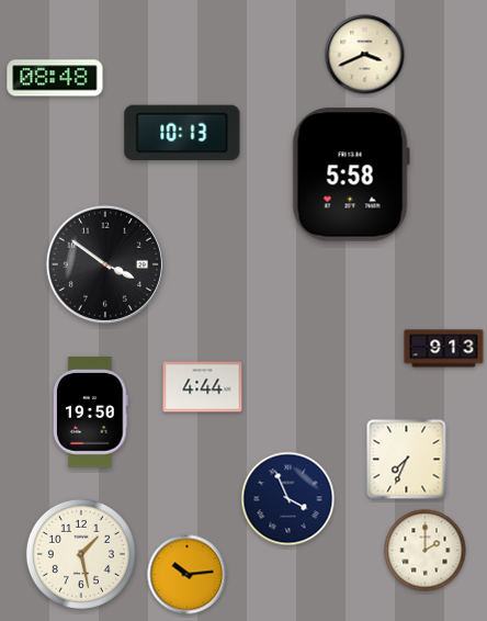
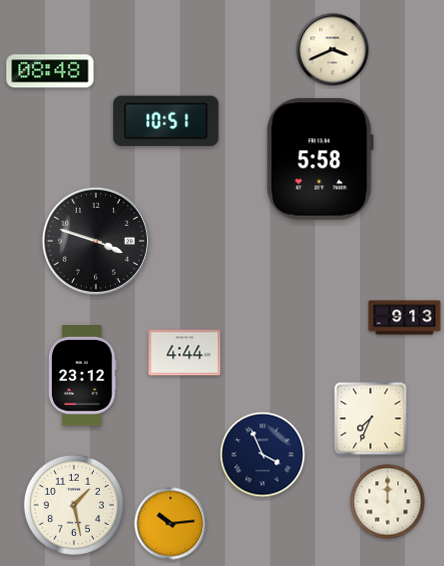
clock at (182, 133): 10:13 -> 10:51
clock at (105, 264): 3:51 -> 3:48
clock at (91, 413): 19:50 -> 23:12
clock at (426, 551): 2:00 -> 12:00
